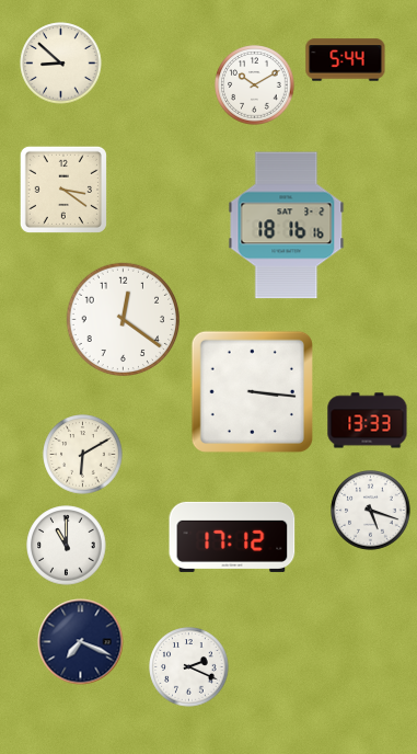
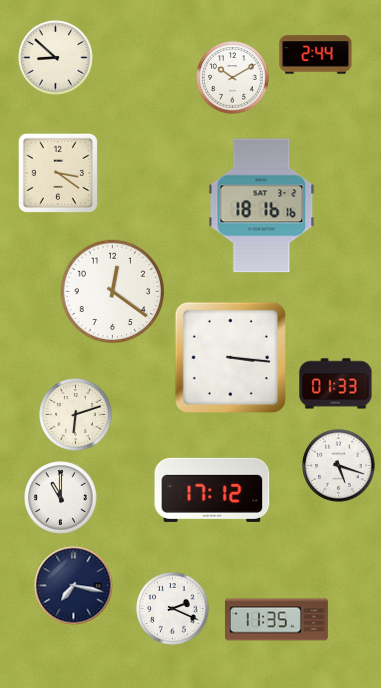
clock at (346, 60): 5:44 -> 2:44
clock at (368, 421): 13:33 -> 01:33
clock at (83, 455): 6:10 -> 6:12
clock at (81, 642): 7:19 -> 7:17
clock at (276, 620): none -> 11:35
